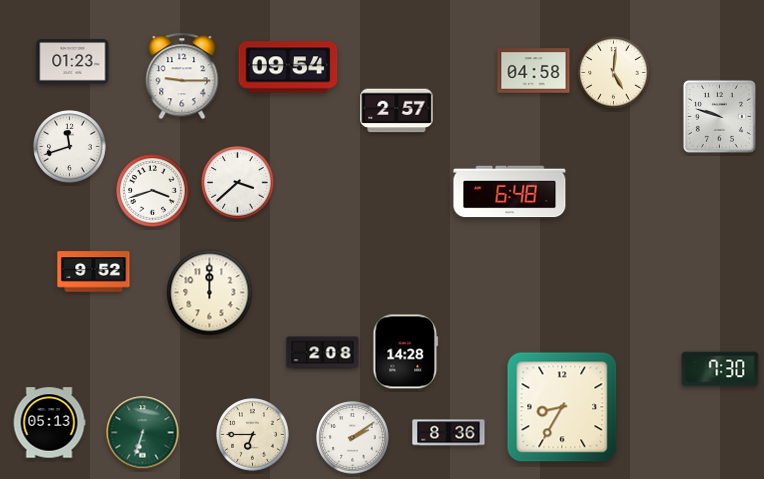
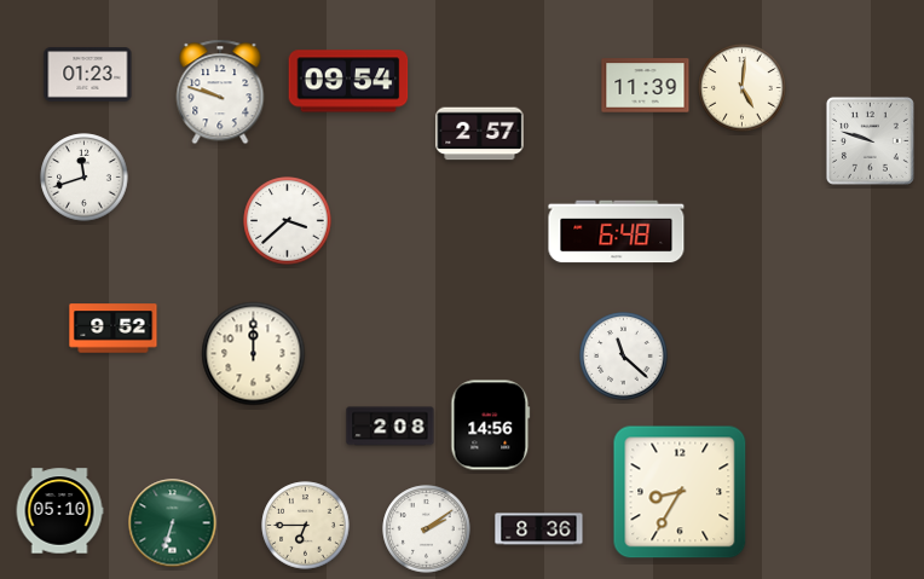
clock at (534, 71): 04:58 -> 11:39
clock at (182, 76): 9:15 -> 9:48
clock at (153, 191): 3:42 -> none
clock at (624, 357): none -> 11:22
clock at (406, 352): 14:28 -> 14:56
clock at (720, 369): 7:30 -> none
clock at (49, 423): 05:13 -> 05:10
clock at (449, 433) position: (449, 433) -> (539, 529)
